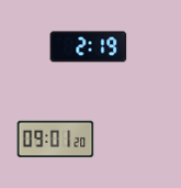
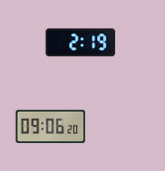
clock at (56, 140): 09:01 -> 09:06
